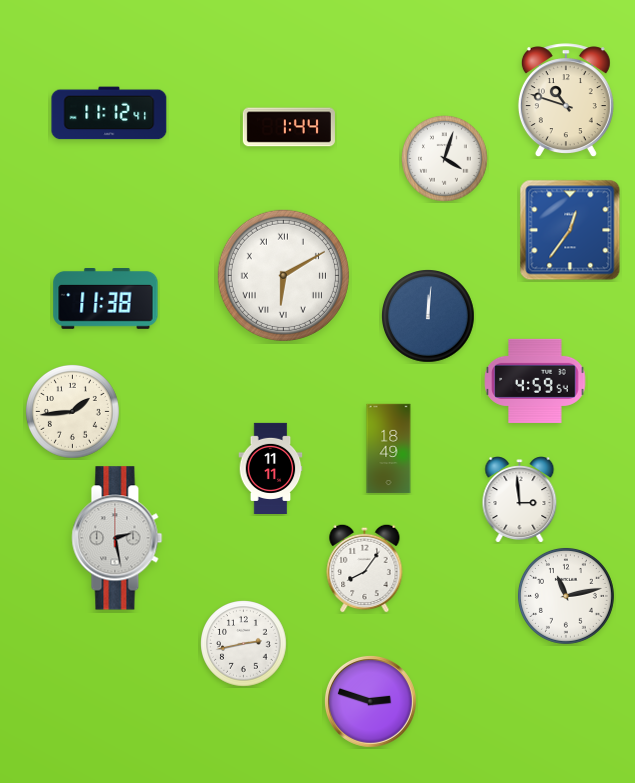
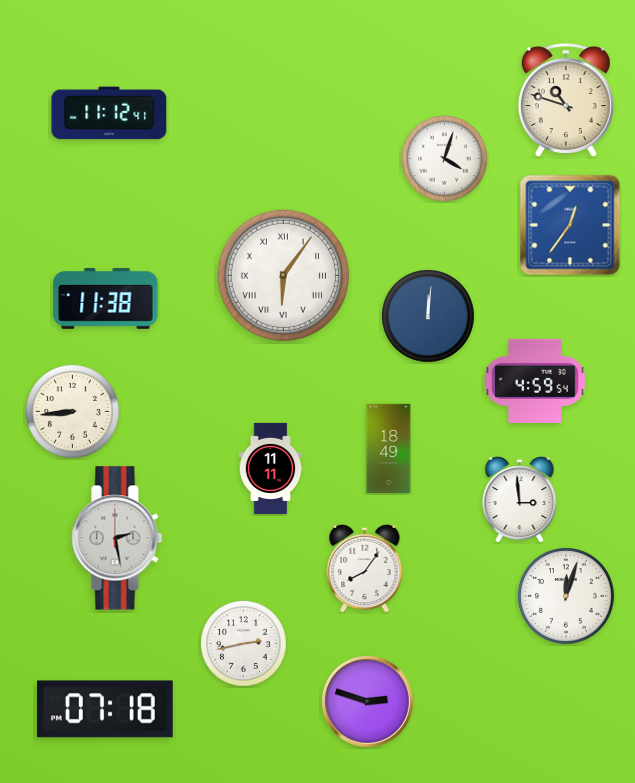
clock at (289, 127): 1:44 -> none
clock at (570, 230) position: (570, 230) -> (570, 225)
clock at (283, 275): 6:10 -> 6:06
clock at (73, 412): 1:44 -> 8:44
clock at (566, 596): 11:13 -> 12:03
clock at (370, 701) position: (370, 701) -> (367, 701)
clock at (105, 709): none -> 07:18
